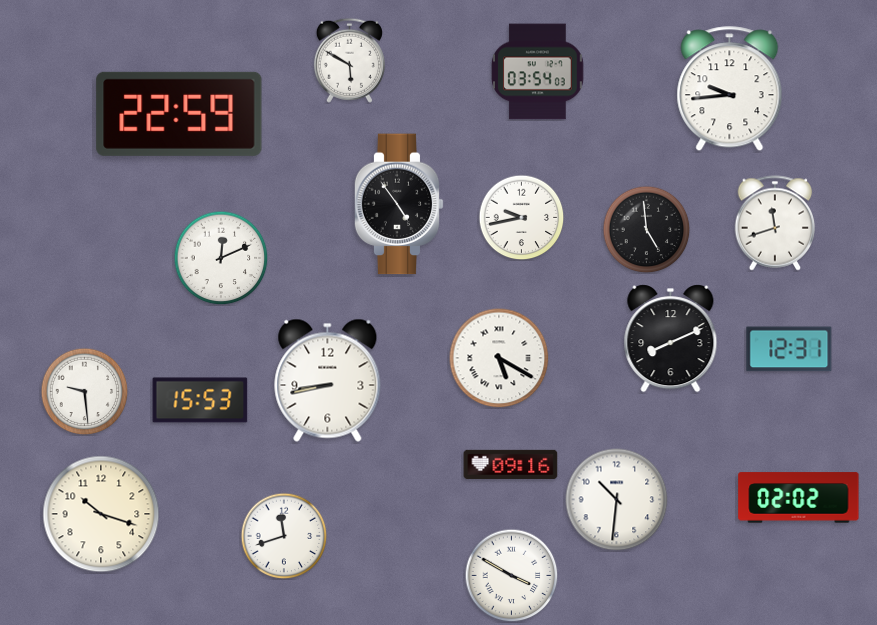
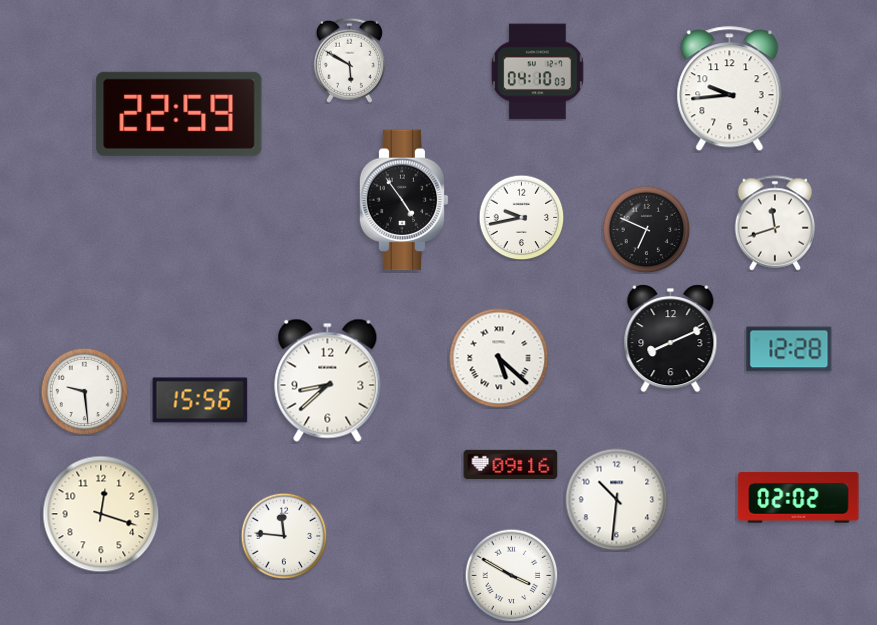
clock at (538, 72): 03:54 -> 04:10
clock at (399, 204) position: (399, 204) -> (404, 200)
clock at (646, 229): 4:59 -> 6:49
clock at (221, 258): 12:11 -> none
clock at (789, 349): 12:31 -> 12:28
clock at (499, 358): 5:20 -> 5:22
clock at (328, 380): 8:43 -> 8:38
clock at (200, 400): 15:53 -> 15:56
clock at (101, 514): 10:18 -> 12:18
clock at (284, 536): 11:42 -> 11:46
